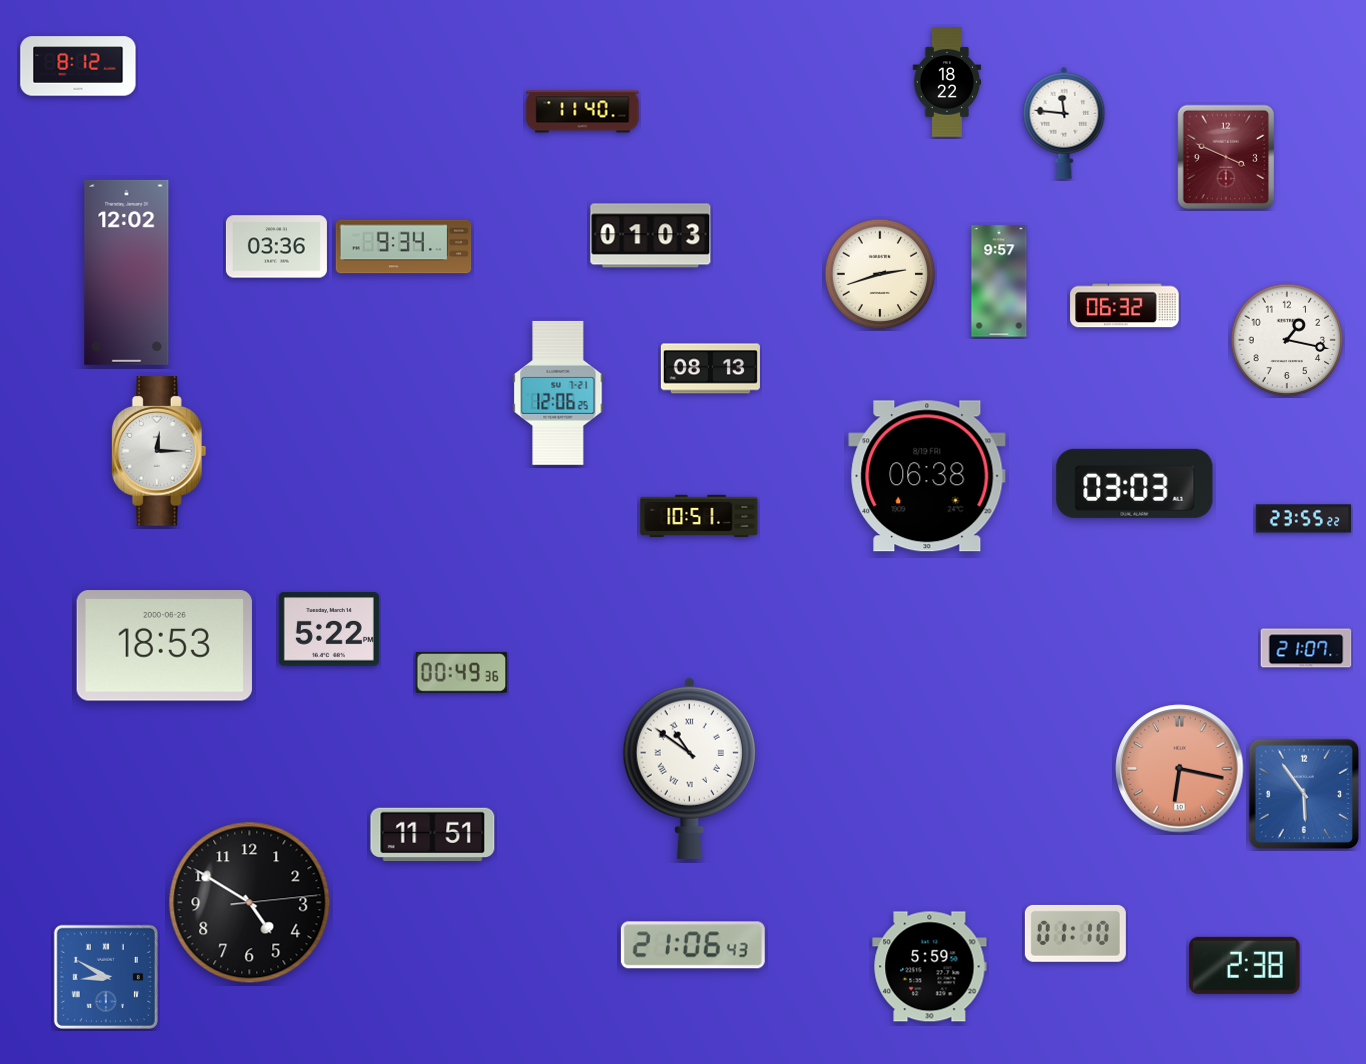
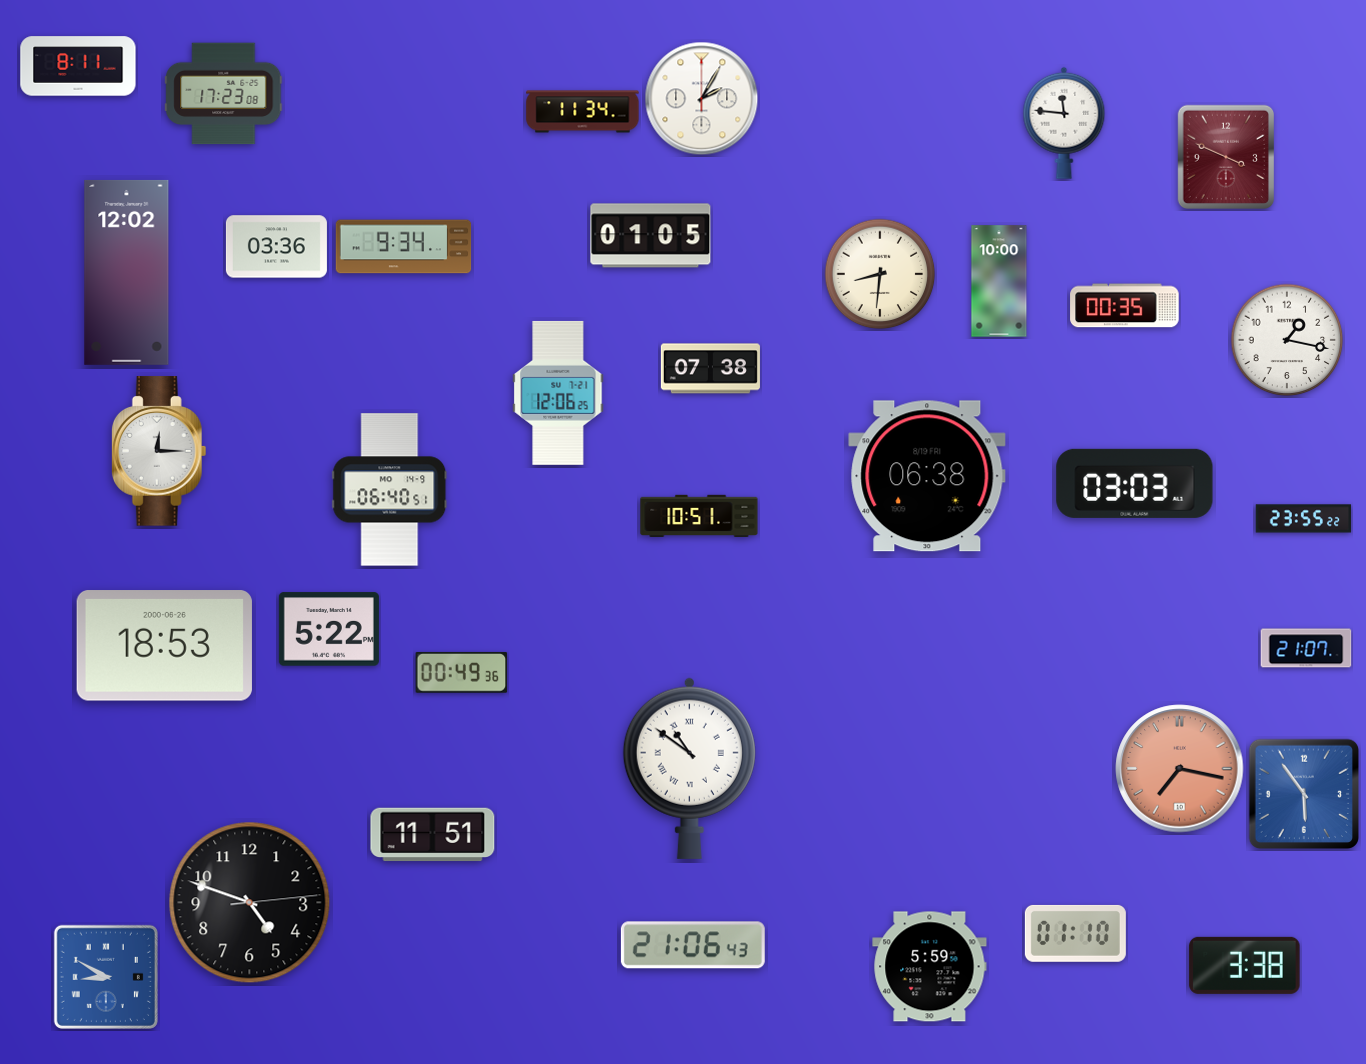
clock at (78, 66): 8:12 -> 8:11
clock at (947, 82): 18:22 -> none
clock at (224, 94): none -> 17:23
clock at (702, 99): none -> 2:05
clock at (583, 112): 11:40 -> 11:34
clock at (651, 236): 01:03 -> 01:05
clock at (880, 274): 2:42 -> 8:31
clock at (999, 281): 9:57 -> 10:00
clock at (1125, 306): 06:32 -> 00:35
clock at (710, 369): 08:13 -> 07:38
clock at (390, 490): none -> 06:40
clock at (1180, 769): 6:17 -> 7:17
clock at (250, 903): 4:50 -> 4:48
clock at (1245, 965): 2:38 -> 3:38
